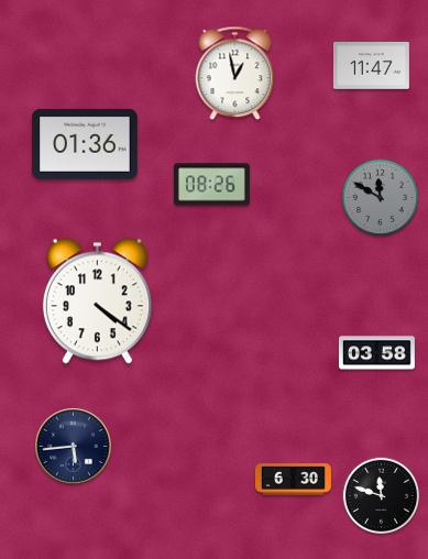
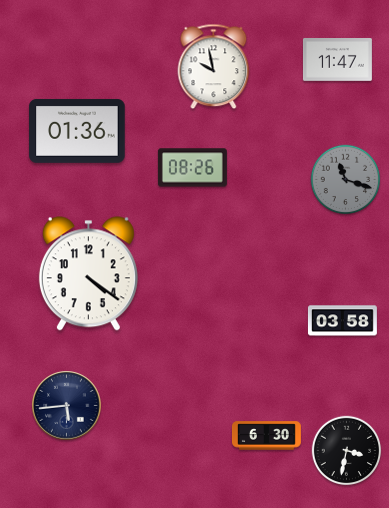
clock at (235, 74): 12:58 -> 9:58
clock at (381, 198): 11:50 -> 11:18
clock at (382, 496): 11:48 -> 3:32
